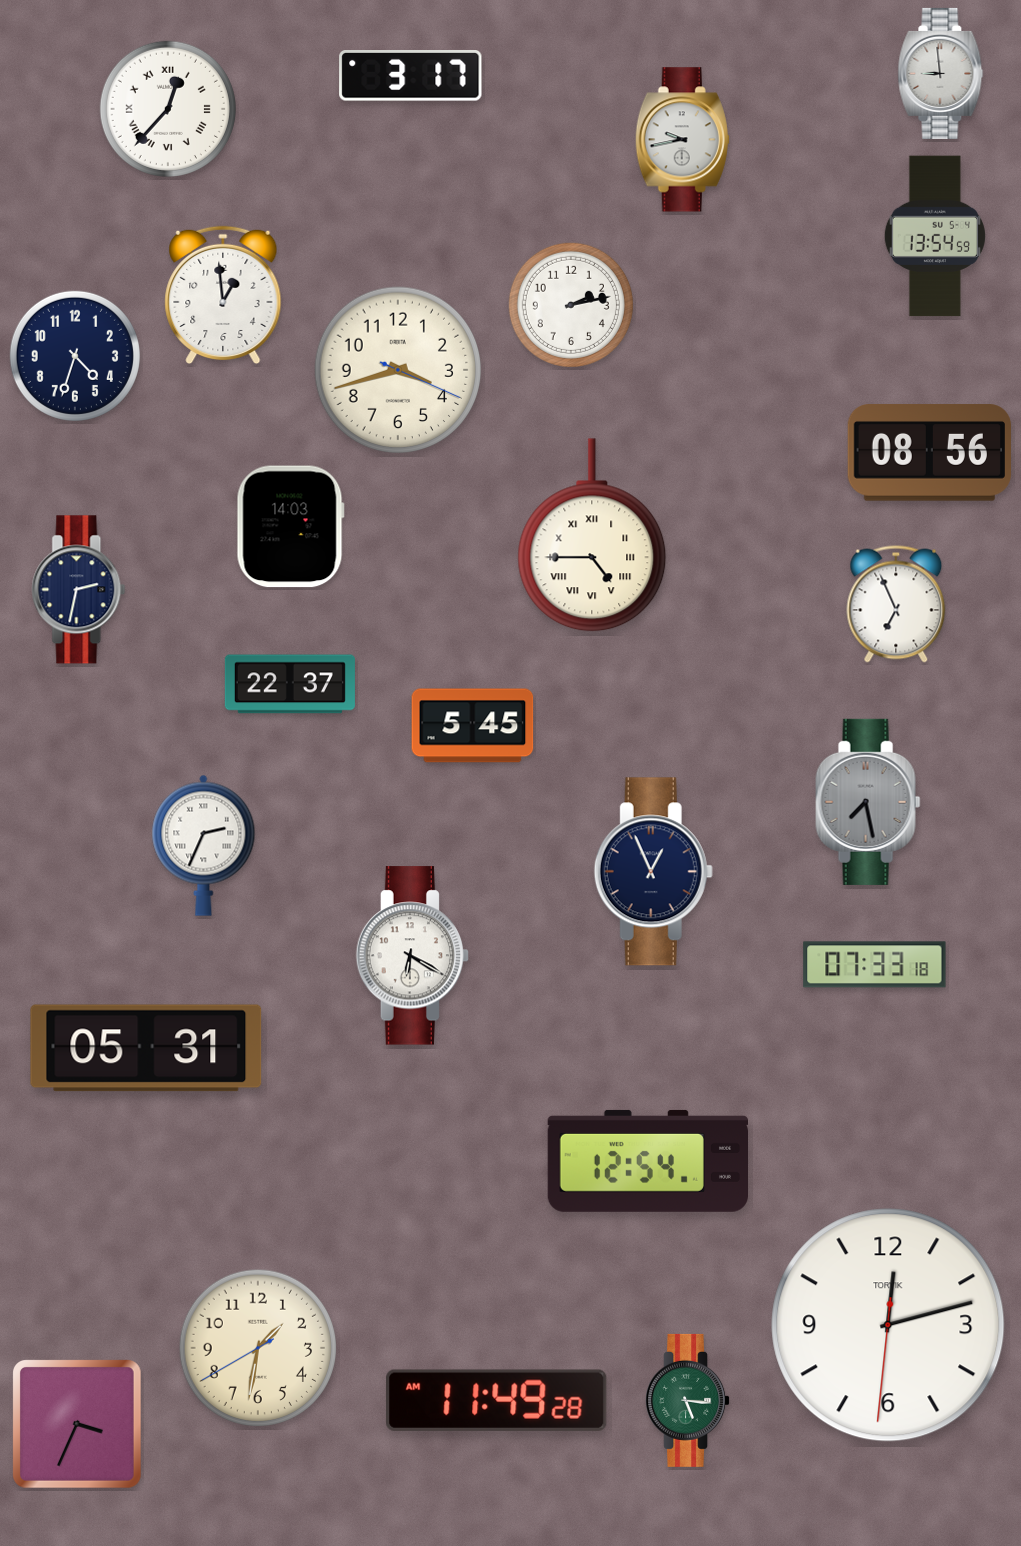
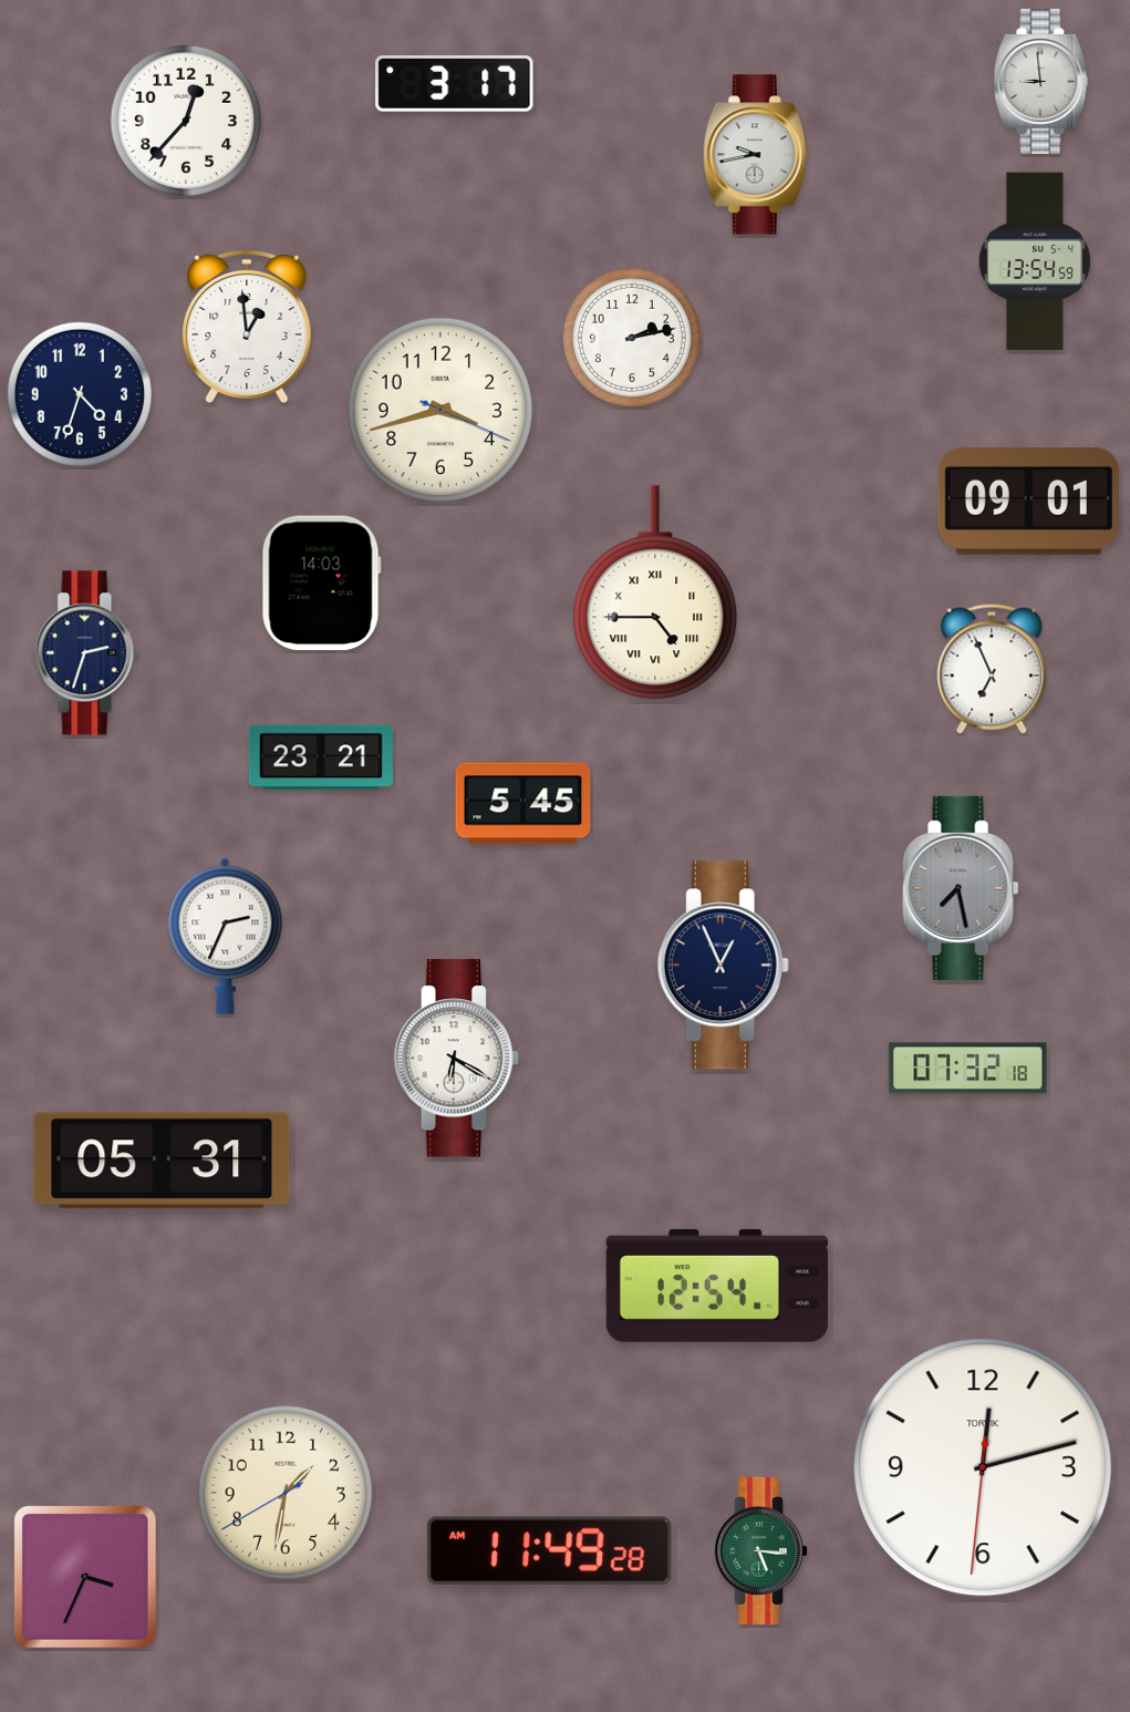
clock at (168, 109) numerals: Roman -> Arabic
clock at (75, 356) position: (75, 356) -> (80, 394)
clock at (929, 453): 08:56 -> 09:01
clock at (79, 590): 2:32 -> 2:33
clock at (290, 684): 22:37 -> 23:21
clock at (875, 965): 07:33 -> 07:32
